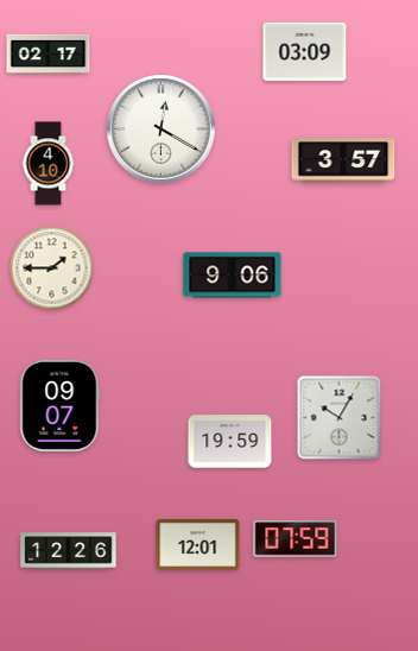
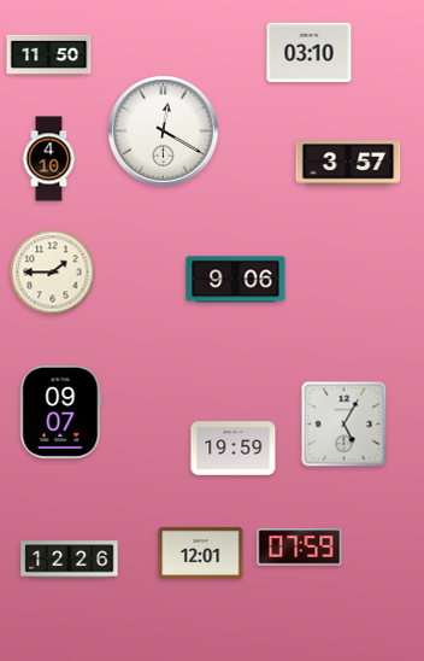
clock at (305, 51): 03:09 -> 03:10
clock at (49, 53): 02:17 -> 11:50
clock at (49, 164) position: (49, 164) -> (49, 159)
clock at (340, 418): 10:05 -> 5:05
